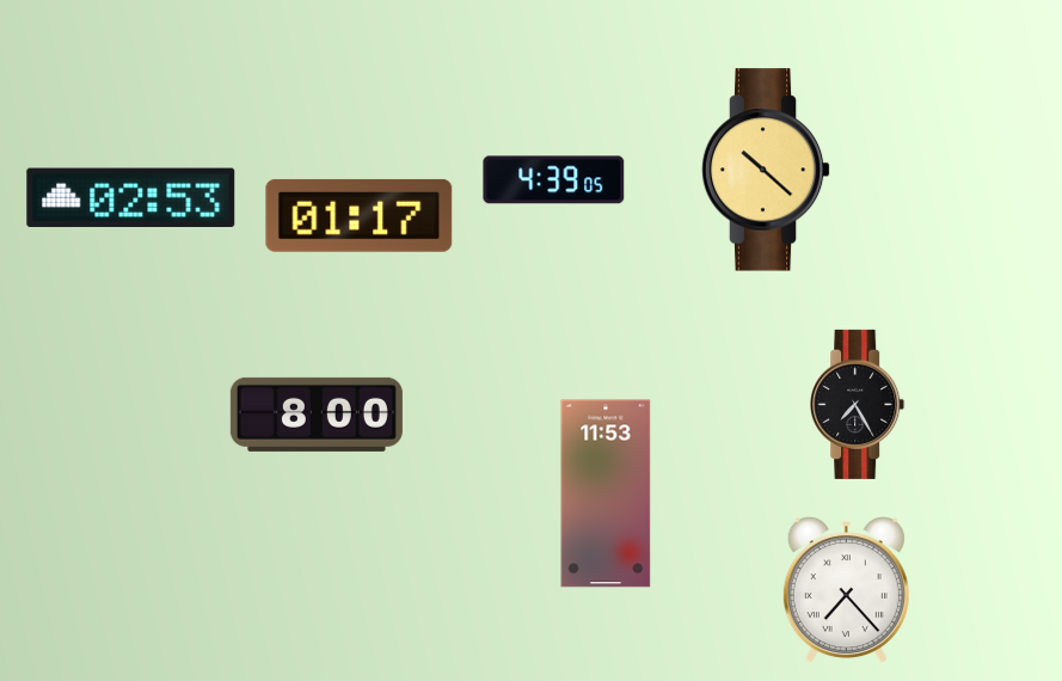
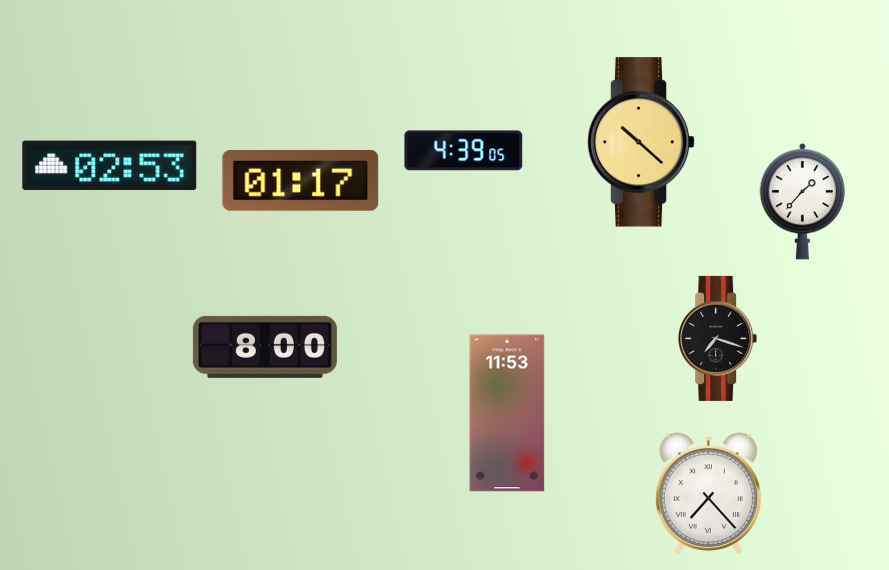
clock at (802, 202): none -> 1:37
clock at (858, 404): 7:25 -> 7:18
